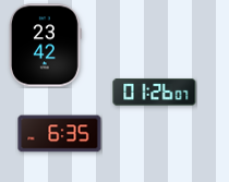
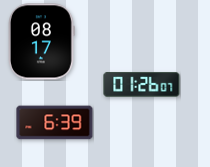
clock at (46, 46): 23:42 -> 08:17
clock at (60, 134): 6:35 -> 6:39
